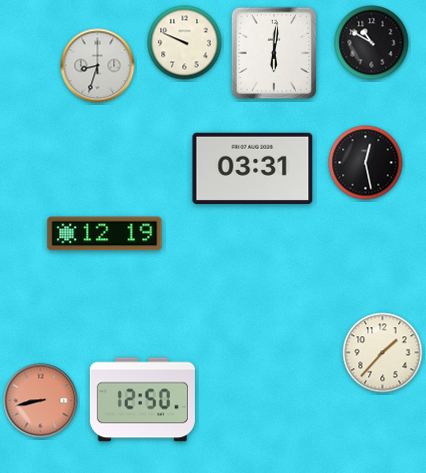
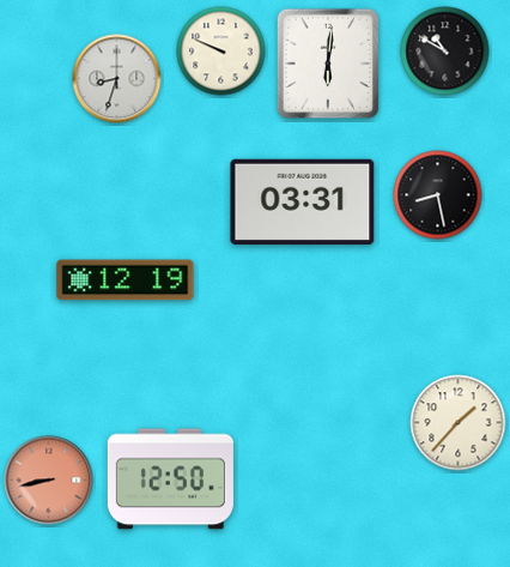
clock at (366, 163): 12:28 -> 8:28
